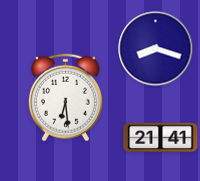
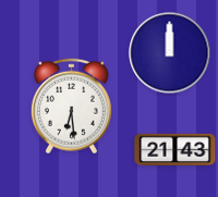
clock at (156, 49): 8:18 -> 12:00
clock at (161, 137): 21:41 -> 21:43
